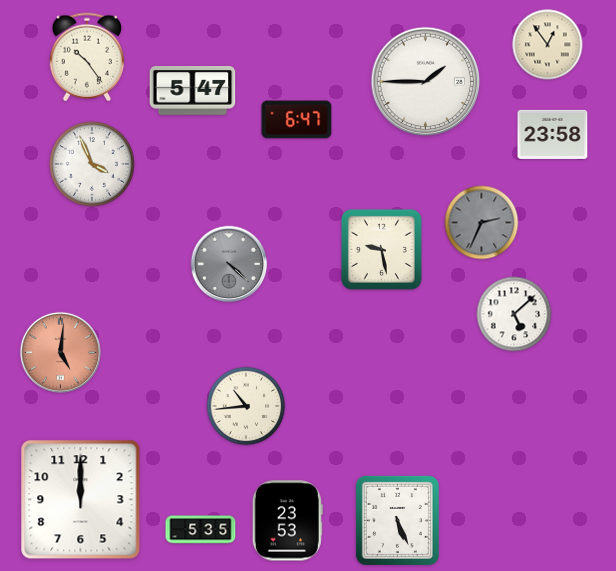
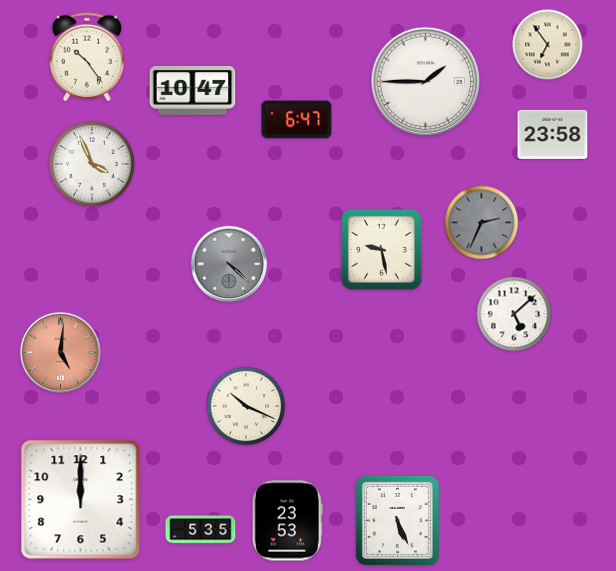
clock at (548, 45): 12:54 -> 6:54
clock at (193, 91): 5:47 -> 10:47
clock at (246, 406): 10:44 -> 10:19
